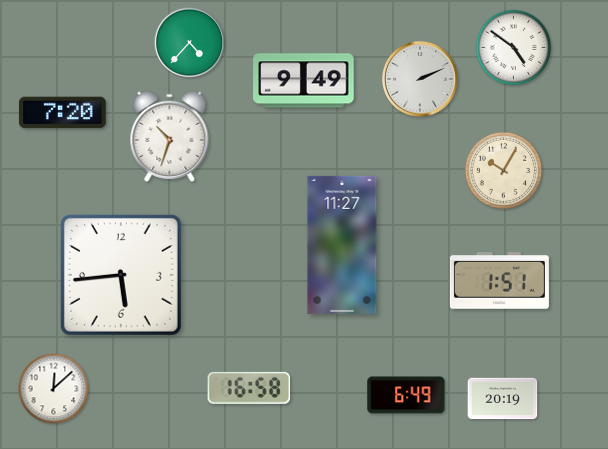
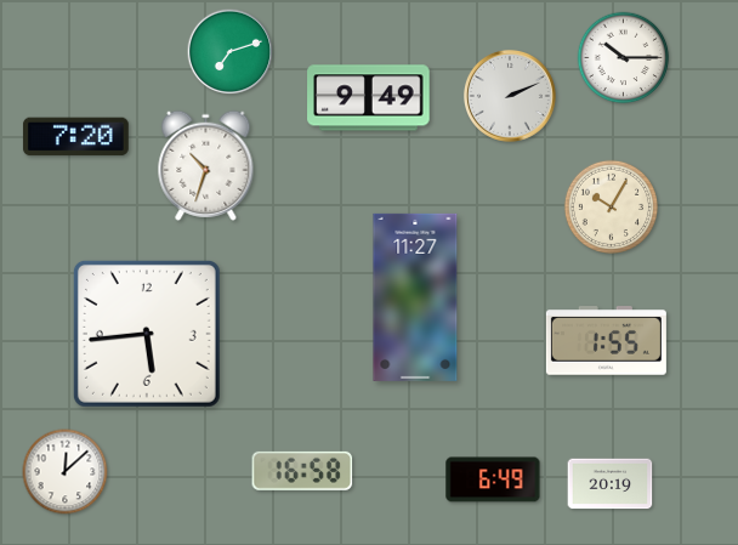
clock at (190, 43): 4:37 -> 7:12
clock at (514, 48): 4:51 -> 10:15
clock at (499, 281): 1:51 -> 1:55
